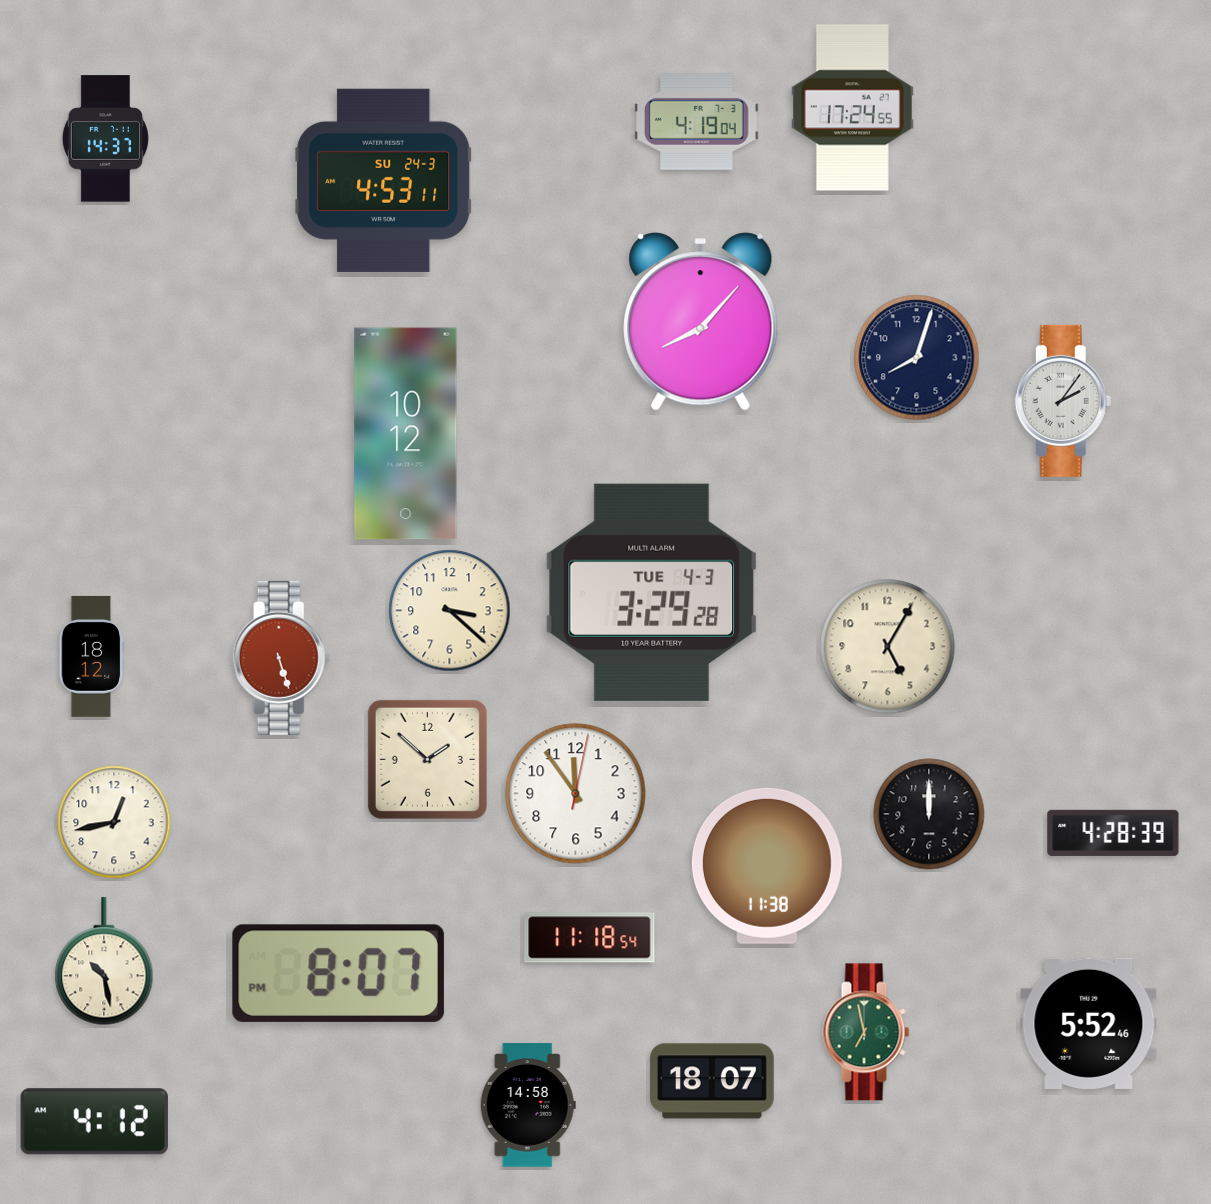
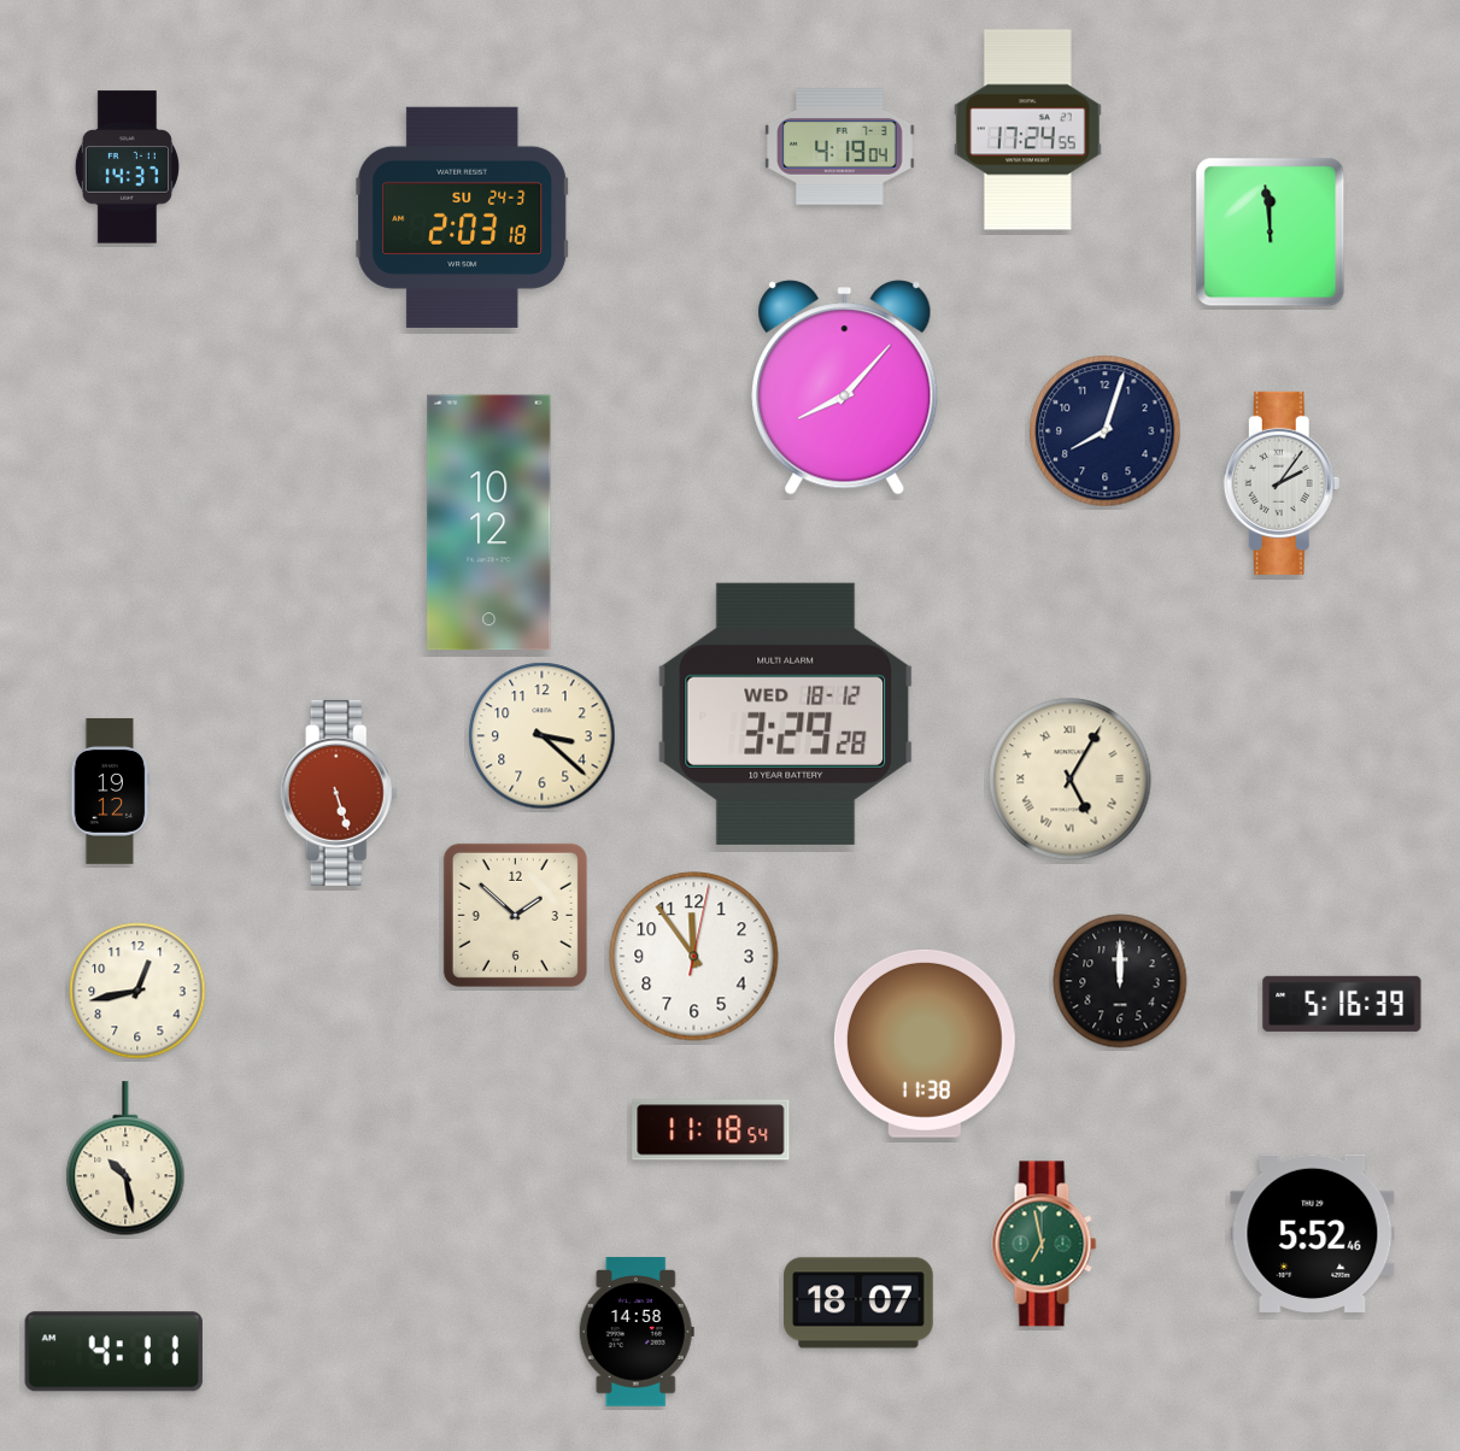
clock at (384, 180): 4:53 -> 2:03
clock at (1271, 233): none -> 11:59
clock at (652, 592) date: TUE 4-3 -> WED 18-12
clock at (888, 647) numerals: Arabic -> Roman
clock at (92, 656): 18:12 -> 19:12
clock at (1113, 833): 4:28 -> 5:16
clock at (338, 973): 8:07 -> none
clock at (94, 1122): 4:12 -> 4:11
